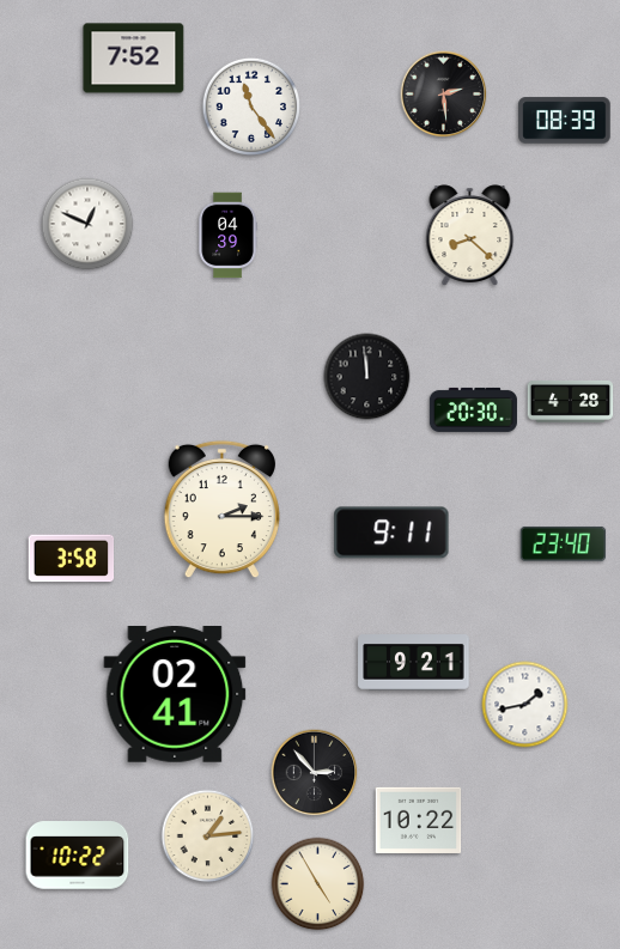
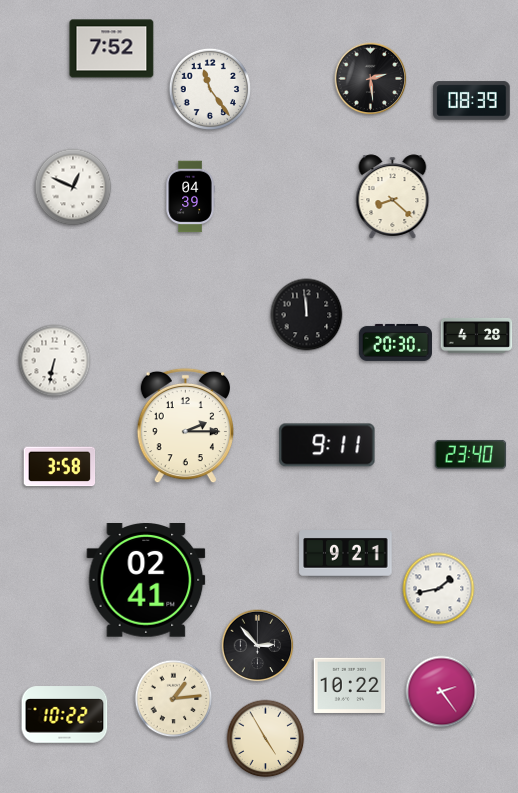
clock at (55, 361): none -> 6:32
clock at (315, 773) position: (315, 773) -> (258, 646)
clock at (442, 692): none -> 2:24
